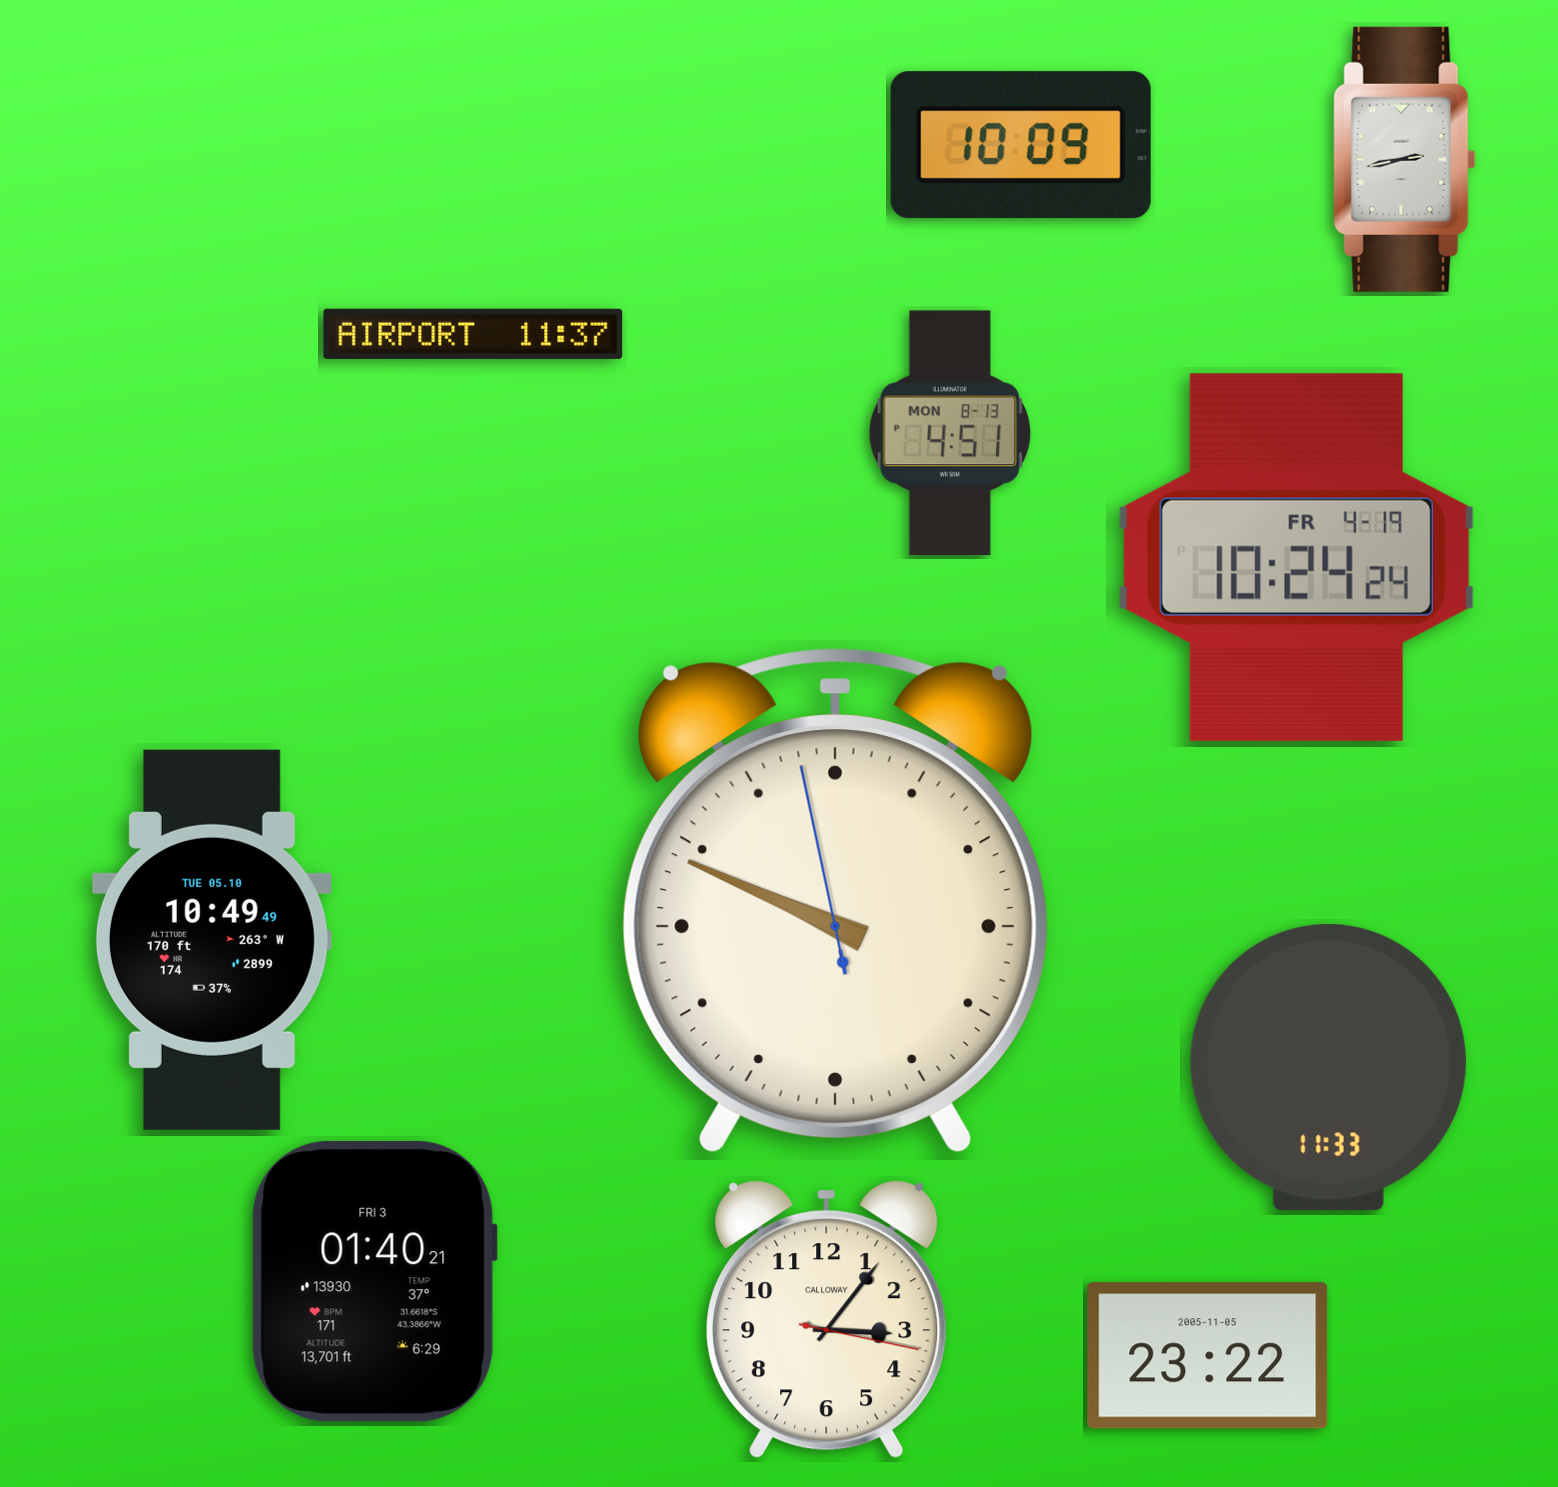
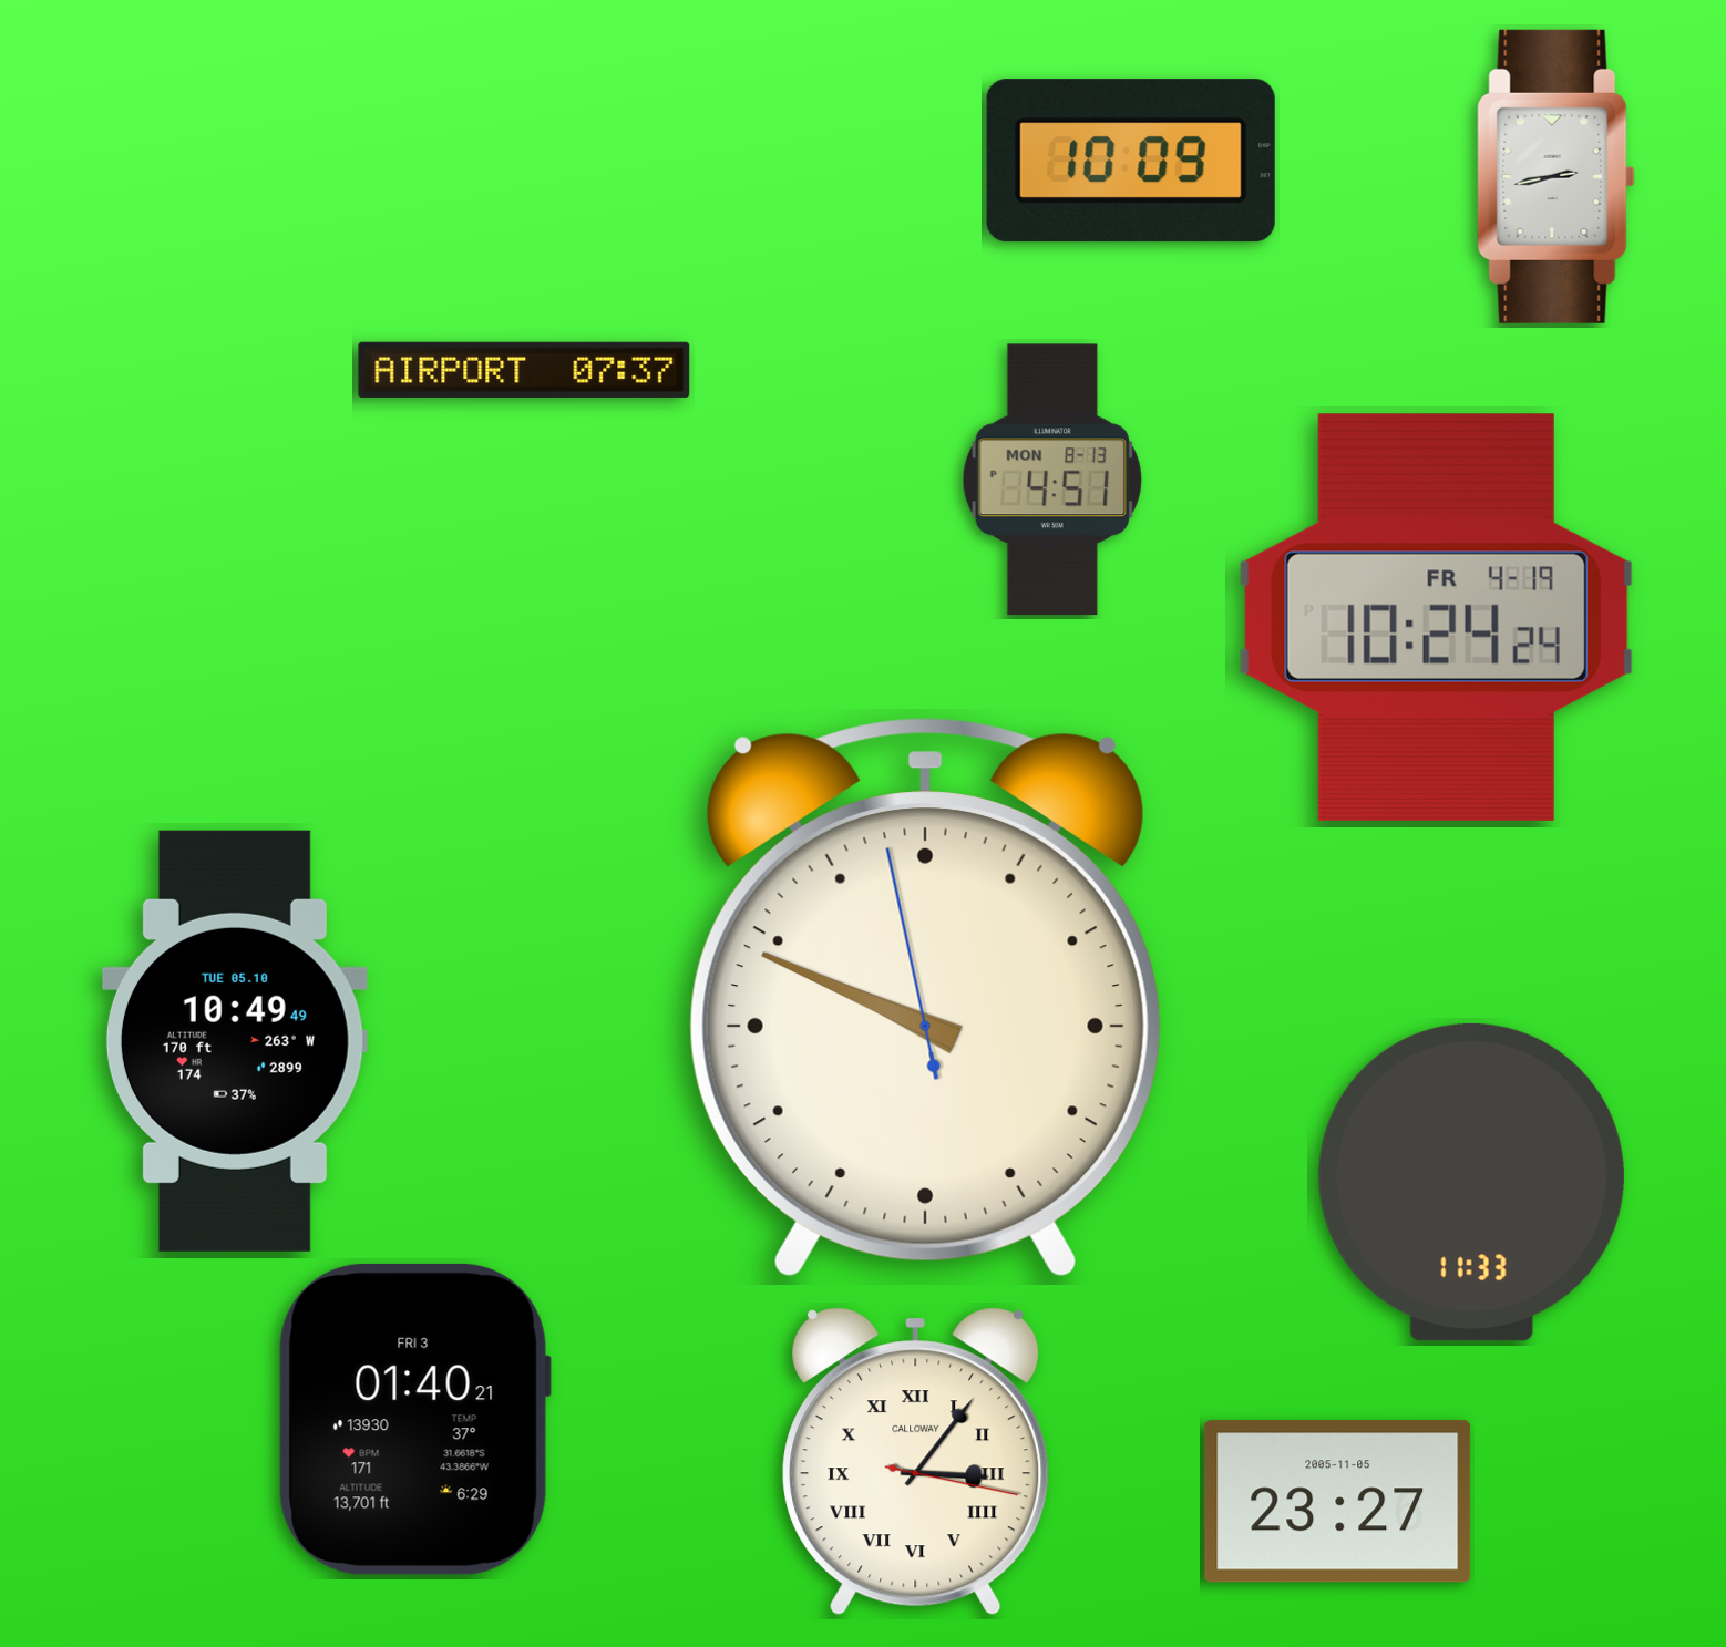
clock at (473, 334): 11:37 -> 07:37
clock at (827, 1320) numerals: Arabic -> Roman
clock at (1208, 1356): 23:22 -> 23:27
